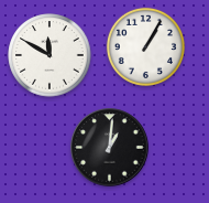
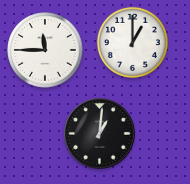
clock at (145, 46): 1:05 -> 1:00
clock at (50, 55): 11:50 -> 11:45
